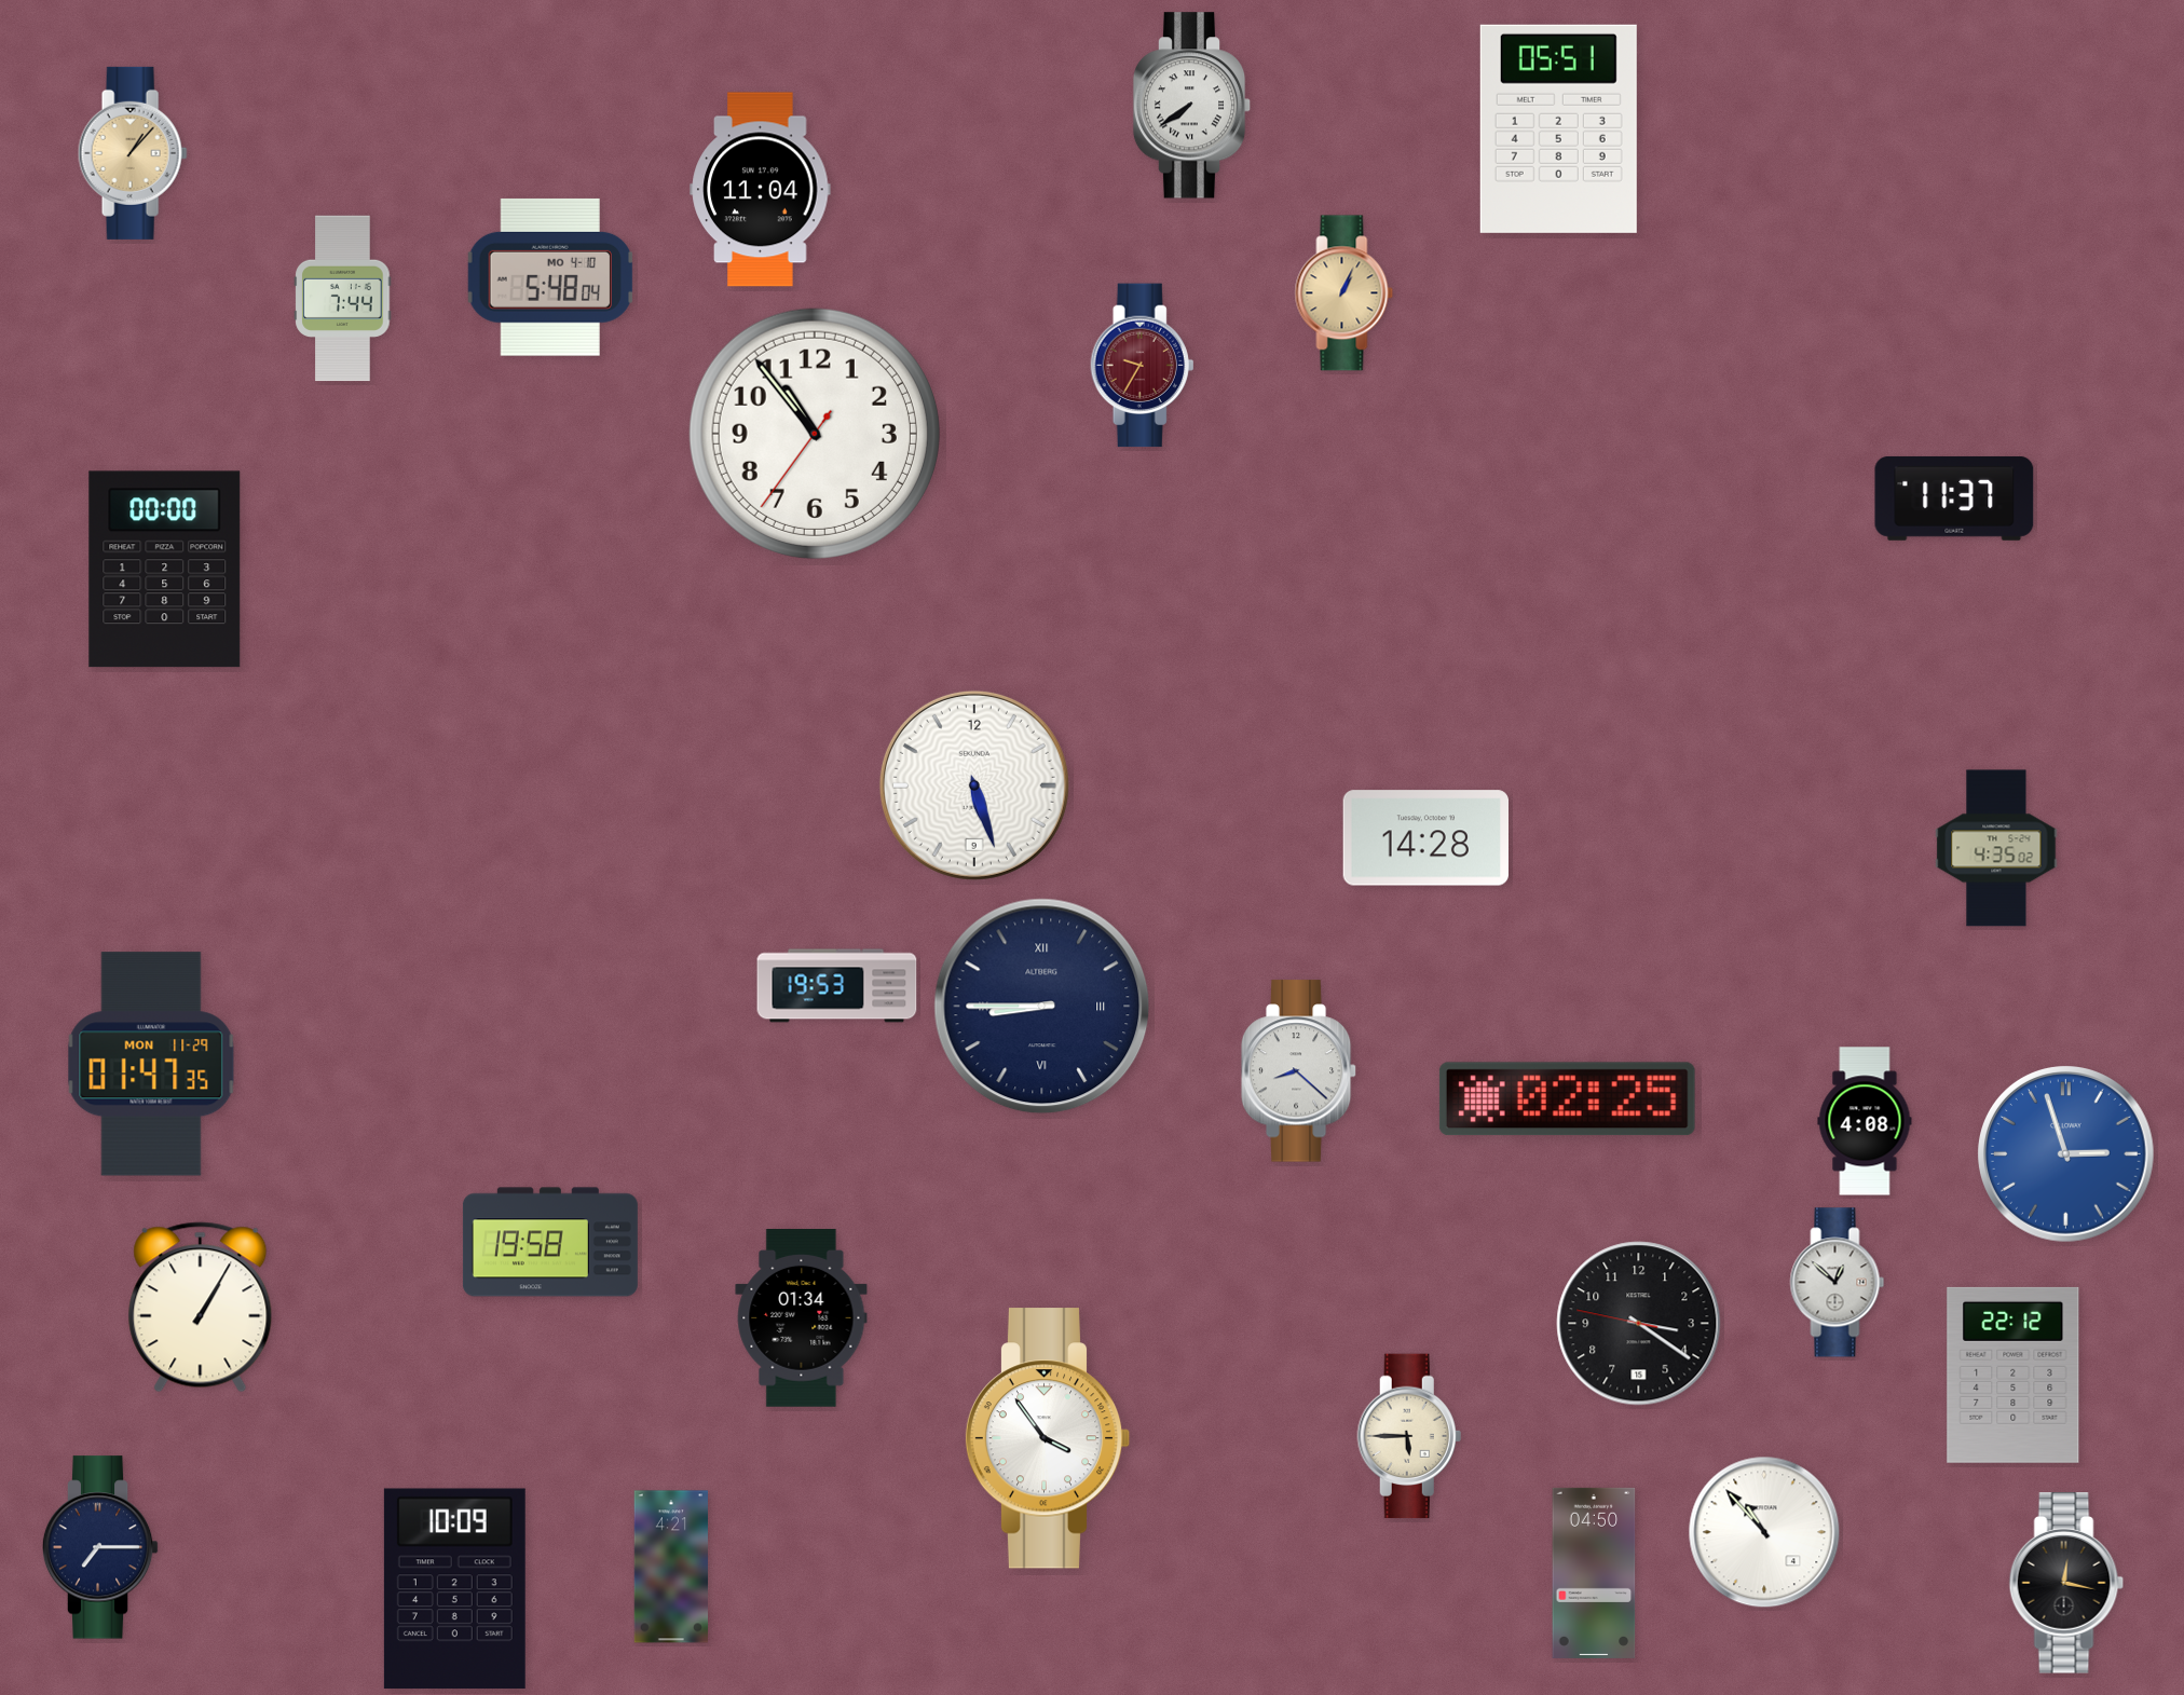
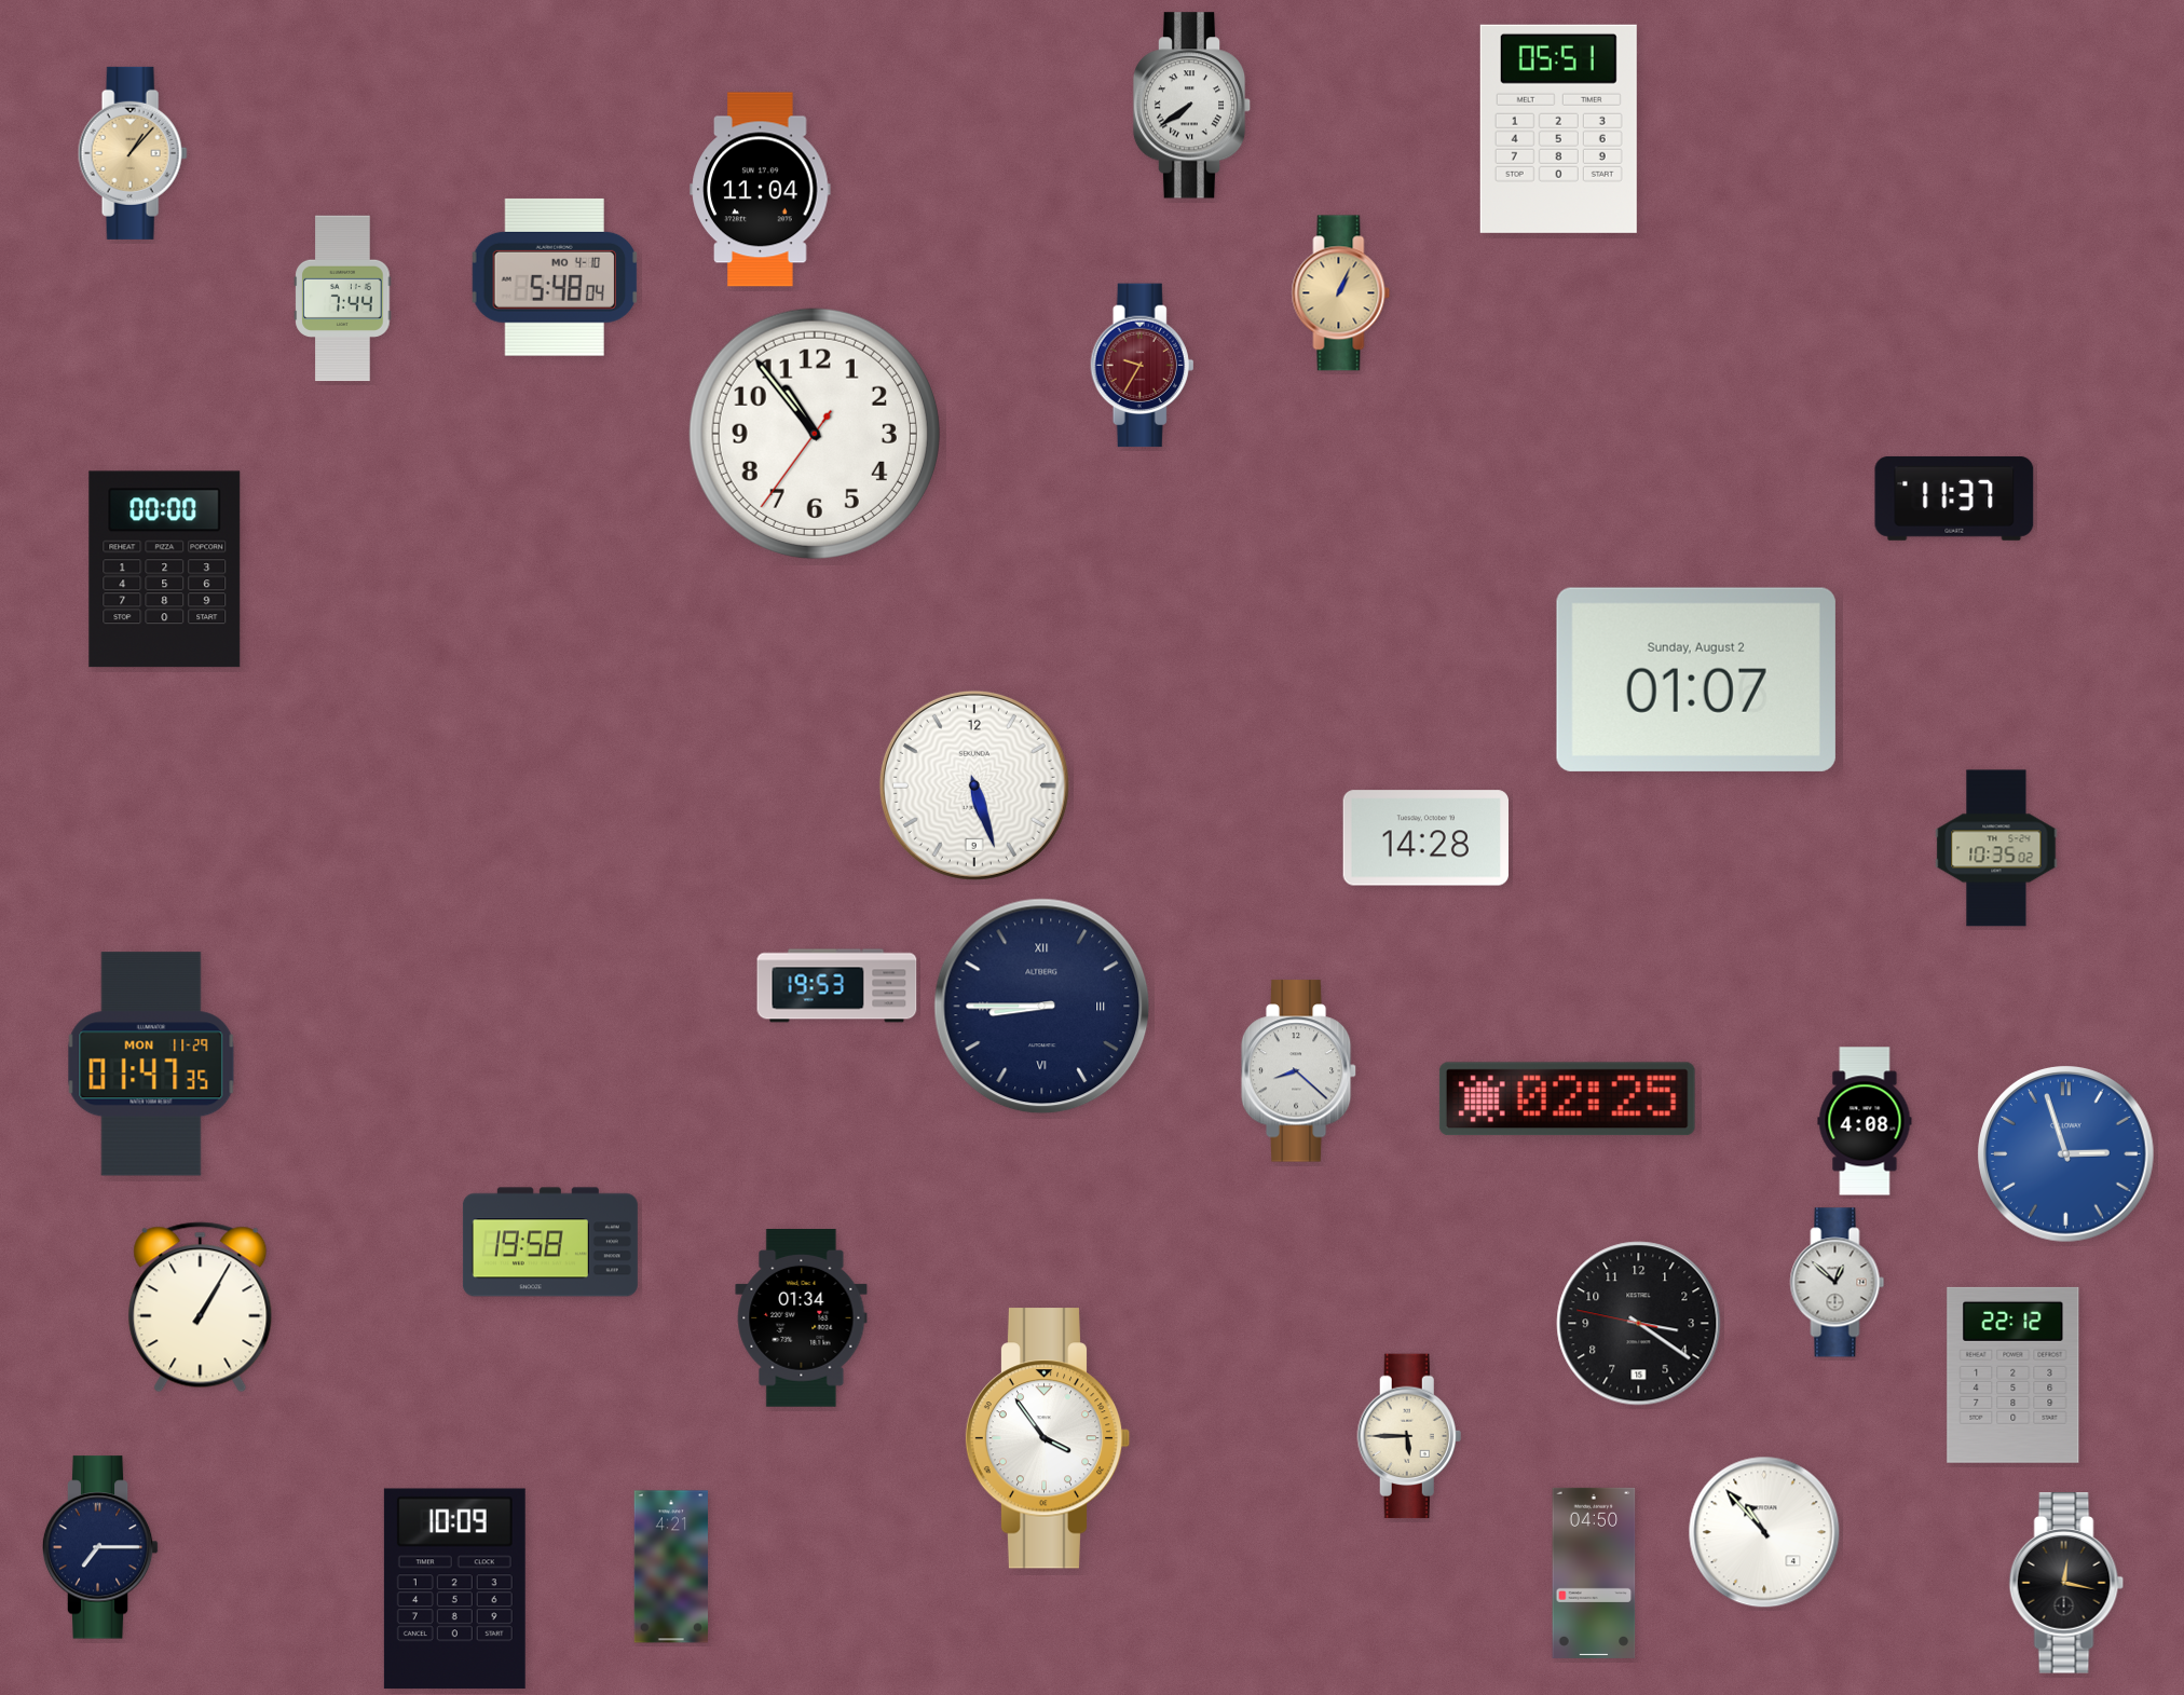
clock at (550, 277) position: (550, 277) -> (555, 277)
clock at (1344, 293) position: (1344, 293) -> (1341, 293)
clock at (1696, 680): none -> 01:07
clock at (1996, 848): 4:35 -> 10:35
